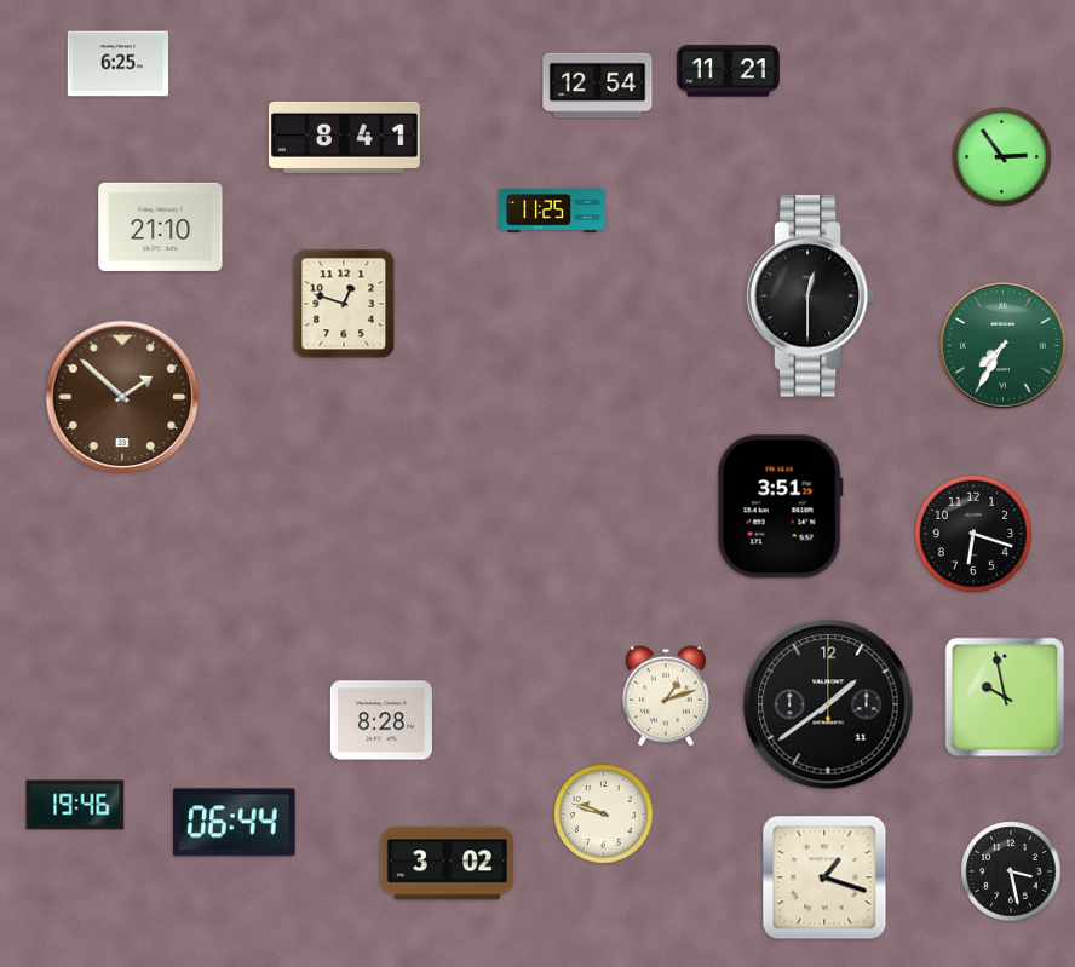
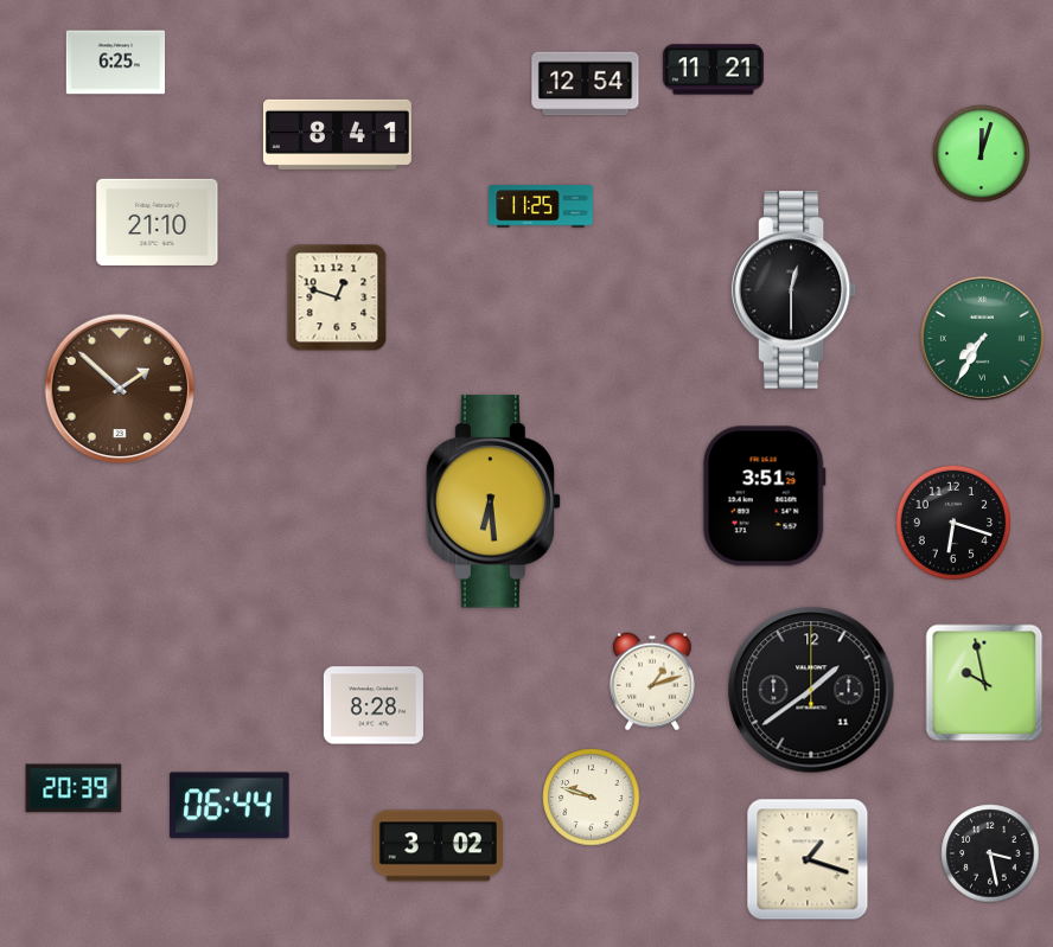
clock at (1002, 157): 2:54 -> 12:03
clock at (493, 501): none -> 6:29
clock at (75, 805): 19:46 -> 20:39
